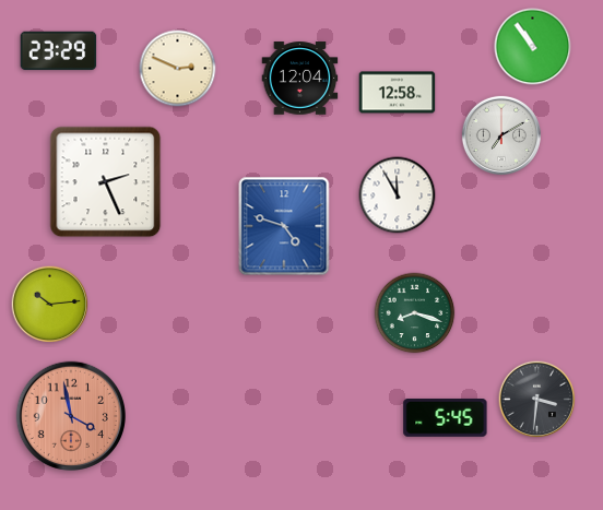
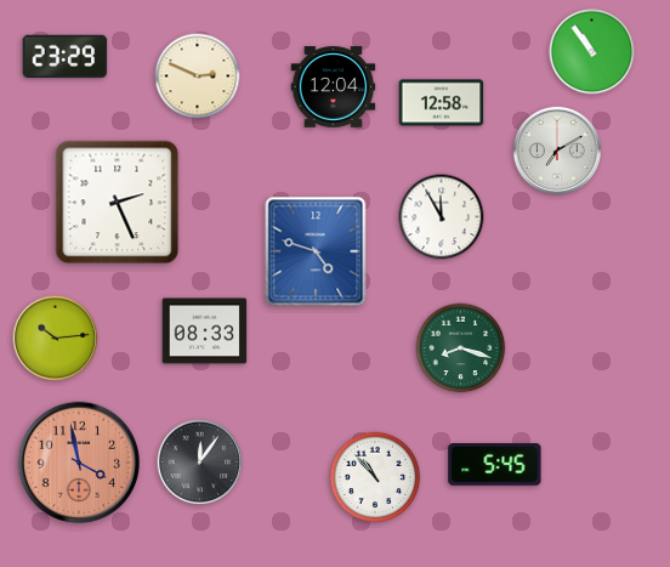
clock at (205, 331): none -> 08:33
clock at (537, 400): 3:31 -> none
clock at (200, 463): none -> 12:06
clock at (375, 477): none -> 10:53
